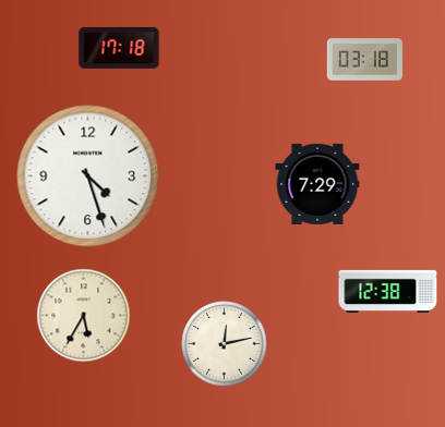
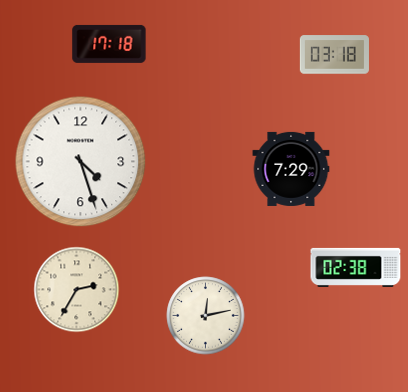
clock at (388, 291): 12:38 -> 02:38
clock at (84, 316): 5:35 -> 2:35
